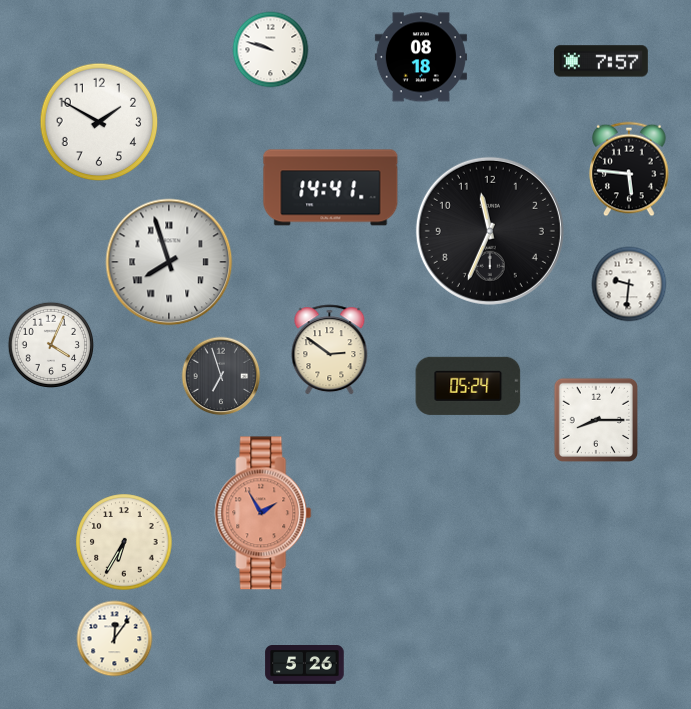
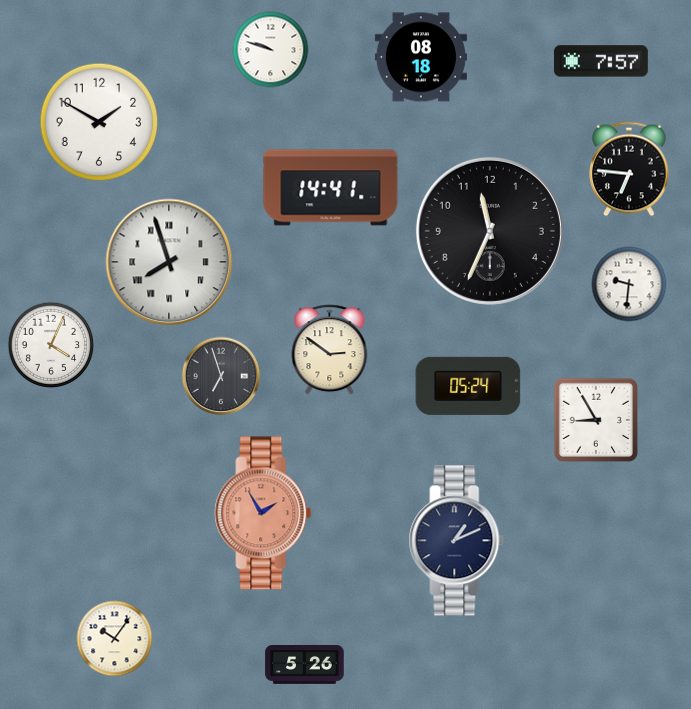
clock at (629, 169): 5:46 -> 6:46
clock at (595, 419): 8:15 -> 8:55
clock at (457, 541): none -> 1:11
clock at (124, 542): 6:35 -> none
clock at (115, 639): 12:06 -> 10:06
